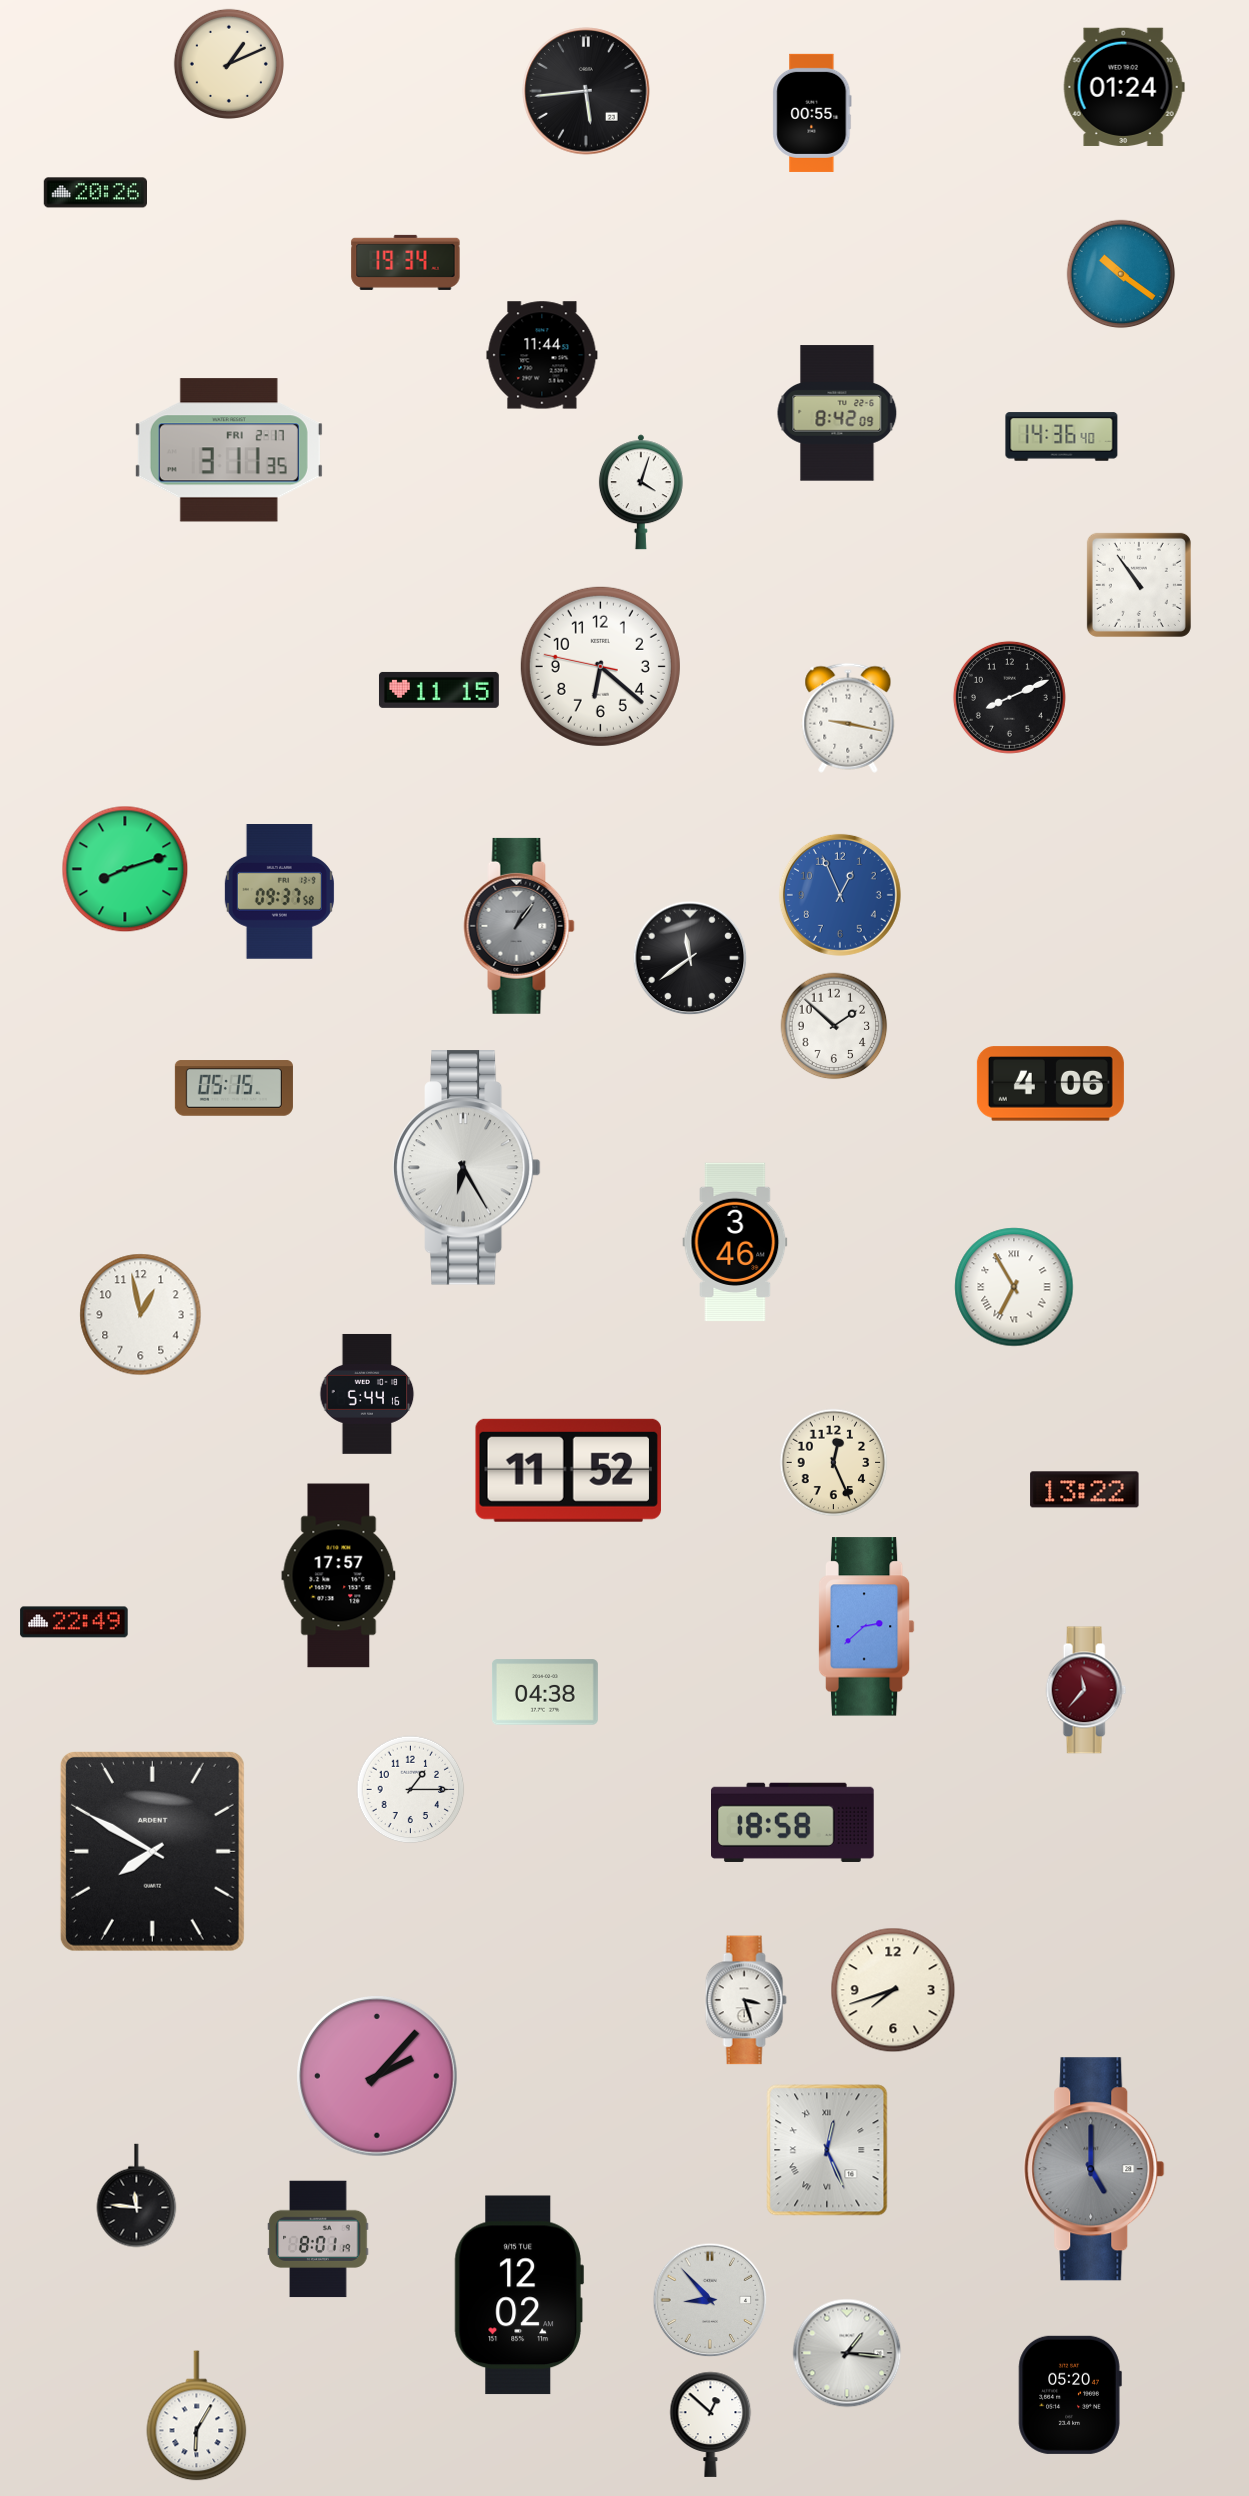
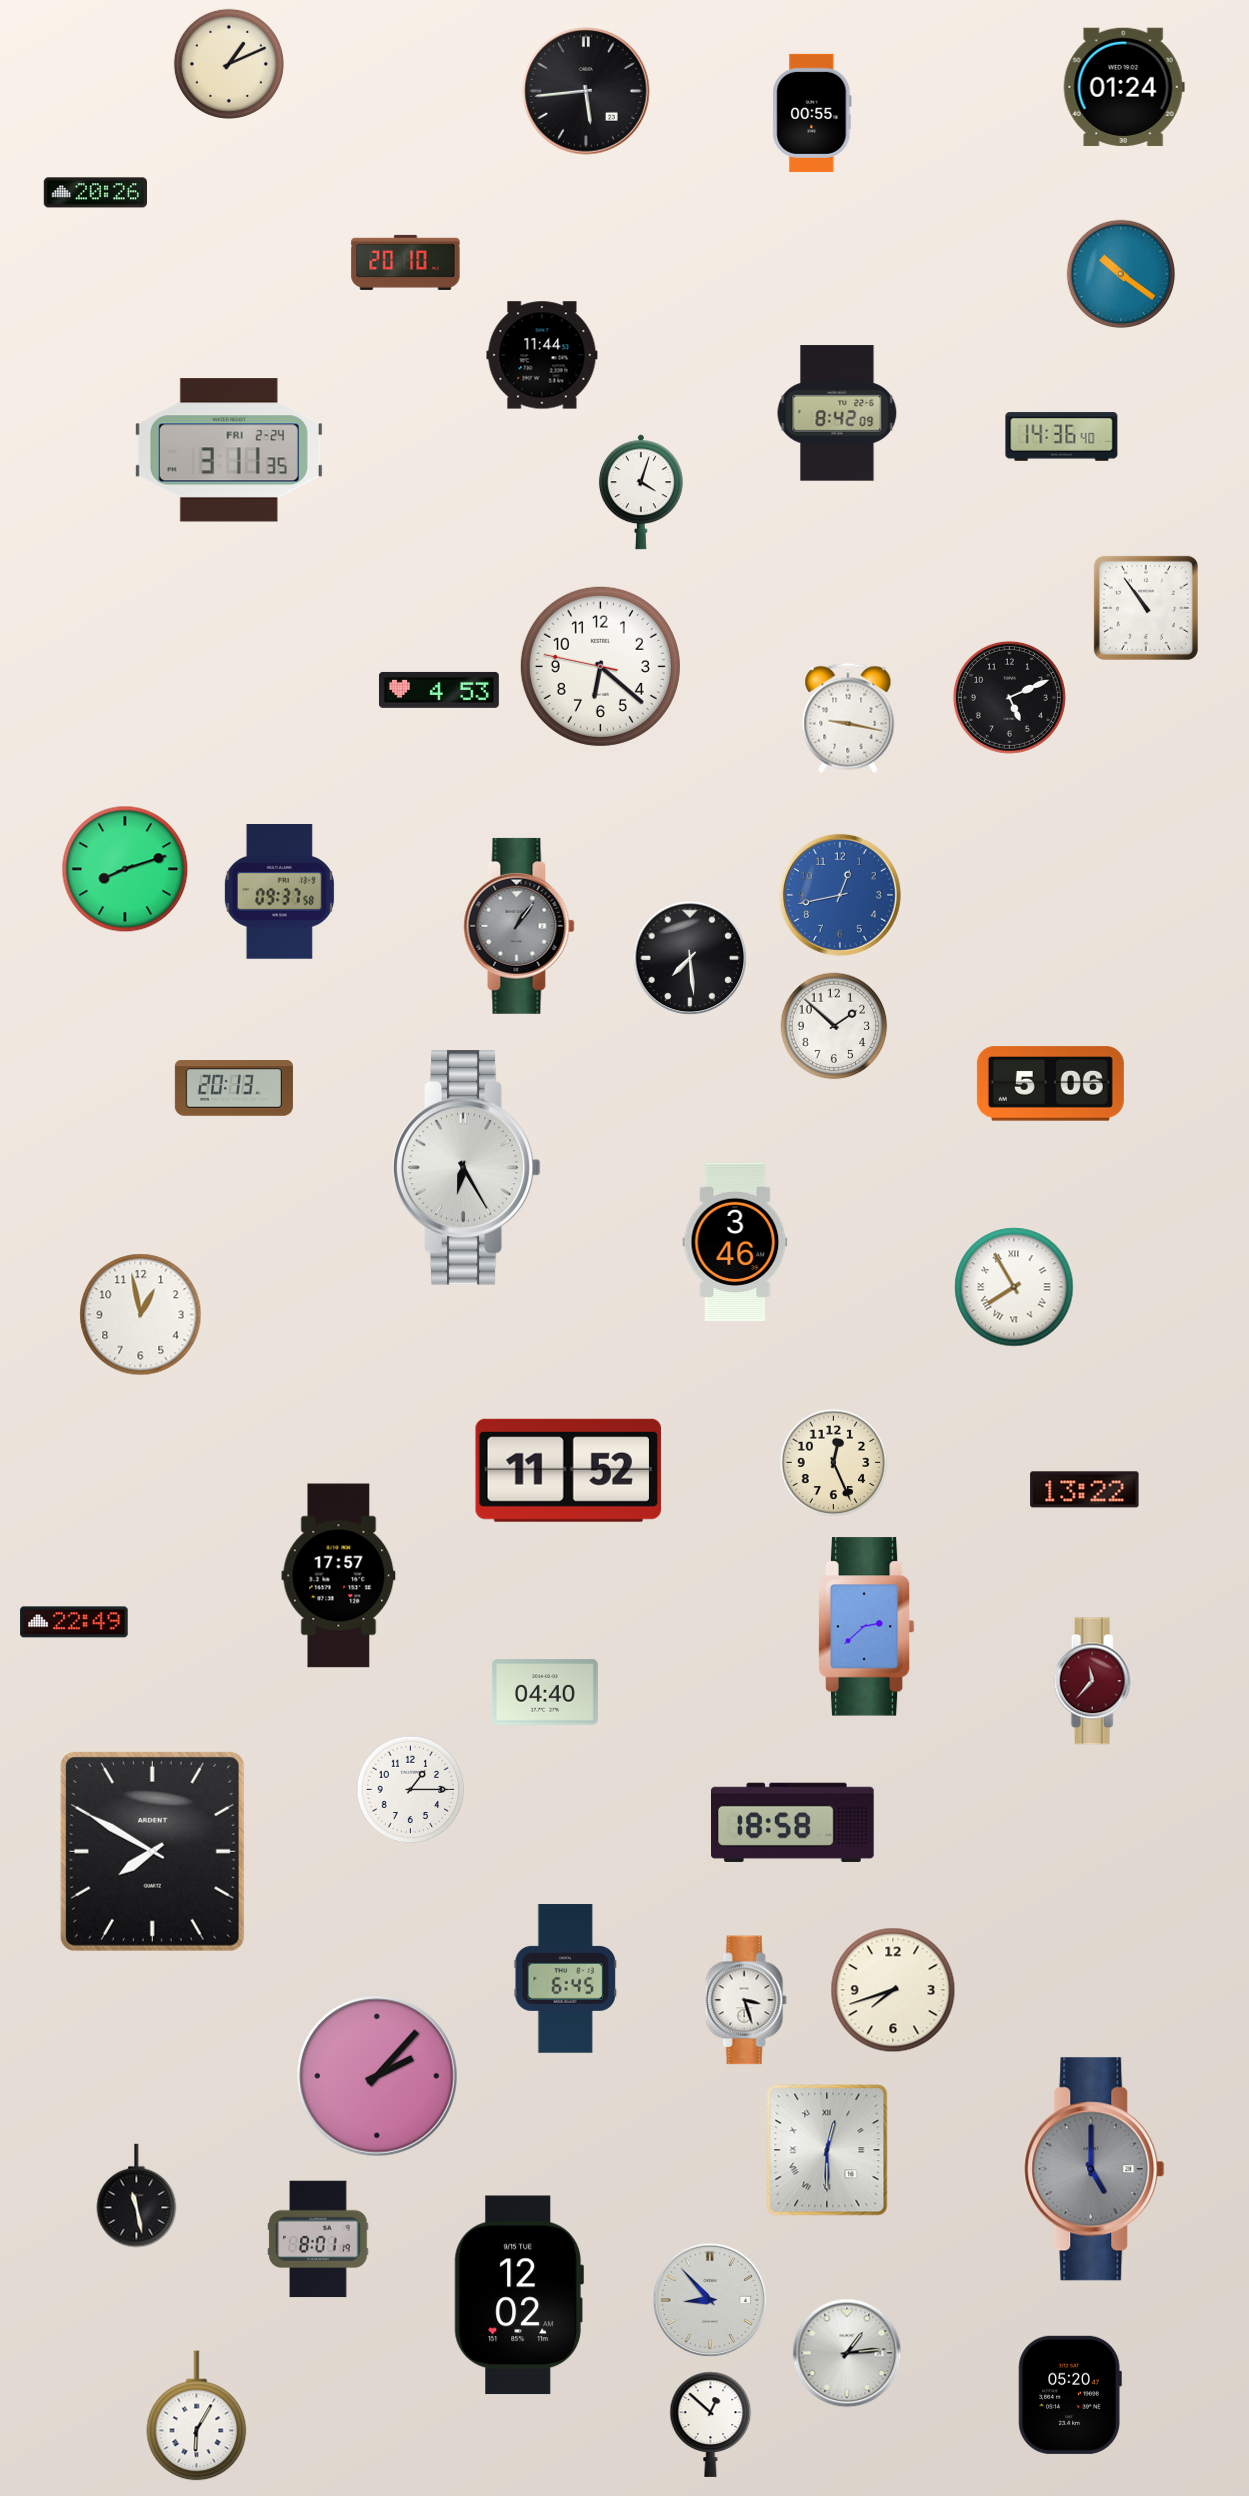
clock at (406, 262): 19:34 -> 20:10
clock at (229, 450) date: FRI 2-17 -> FRI 2-24
clock at (1139, 585) position: (1139, 585) -> (1146, 608)
clock at (439, 690): 11:15 -> 4:53
clock at (1009, 697): 8:11 -> 5:11
clock at (840, 895): 12:56 -> 12:43
clock at (690, 958): 11:39 -> 7:29
clock at (1050, 1084): 4:06 -> 5:06
clock at (234, 1088): 05:15 -> 20:13
clock at (1014, 1287): 6:55 -> 7:55
clock at (367, 1394): 5:44 -> none
clock at (1086, 1690) position: (1086, 1690) -> (1094, 1681)
clock at (545, 1692): 04:38 -> 04:40
clock at (565, 1979): none -> 6:45
clock at (827, 2150): 12:26 -> 12:30
clock at (137, 2196): 11:46 -> 11:28
clock at (847, 2353): 1:16 -> 1:14
